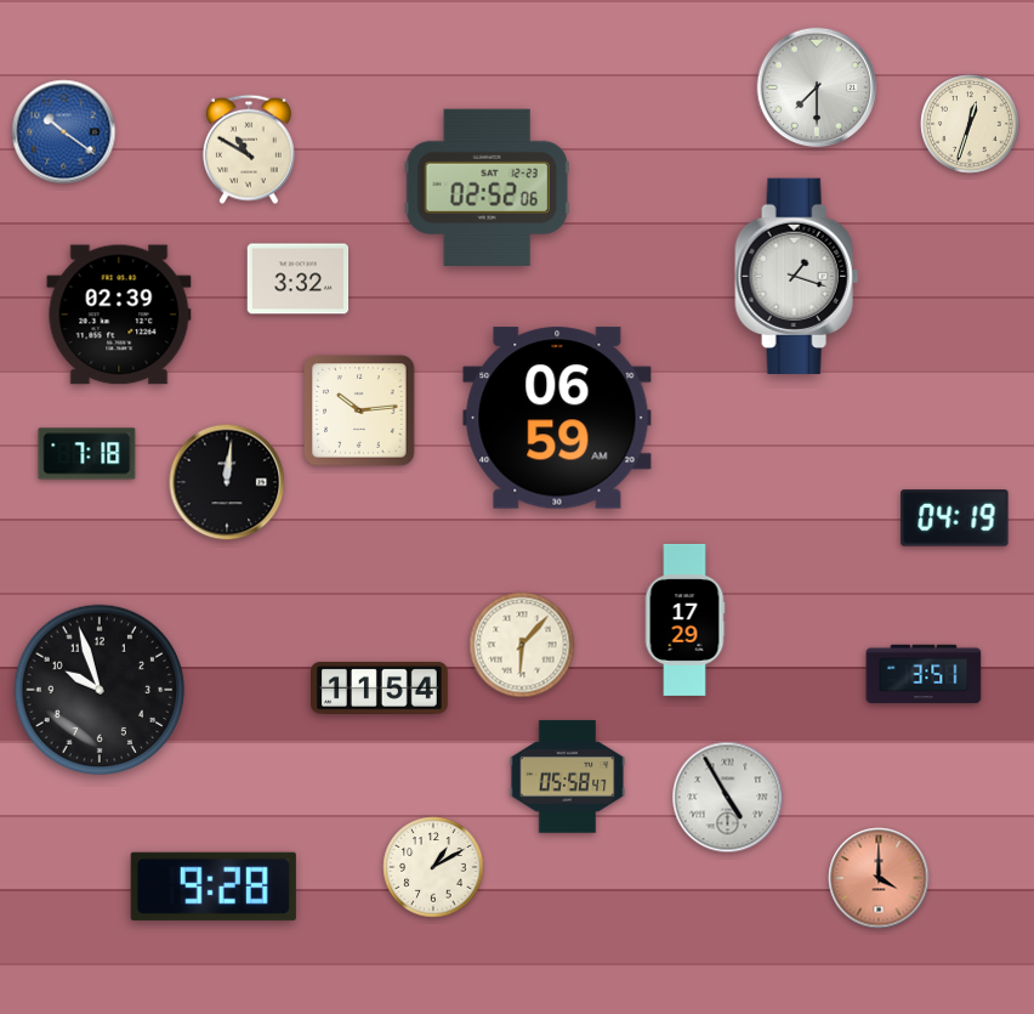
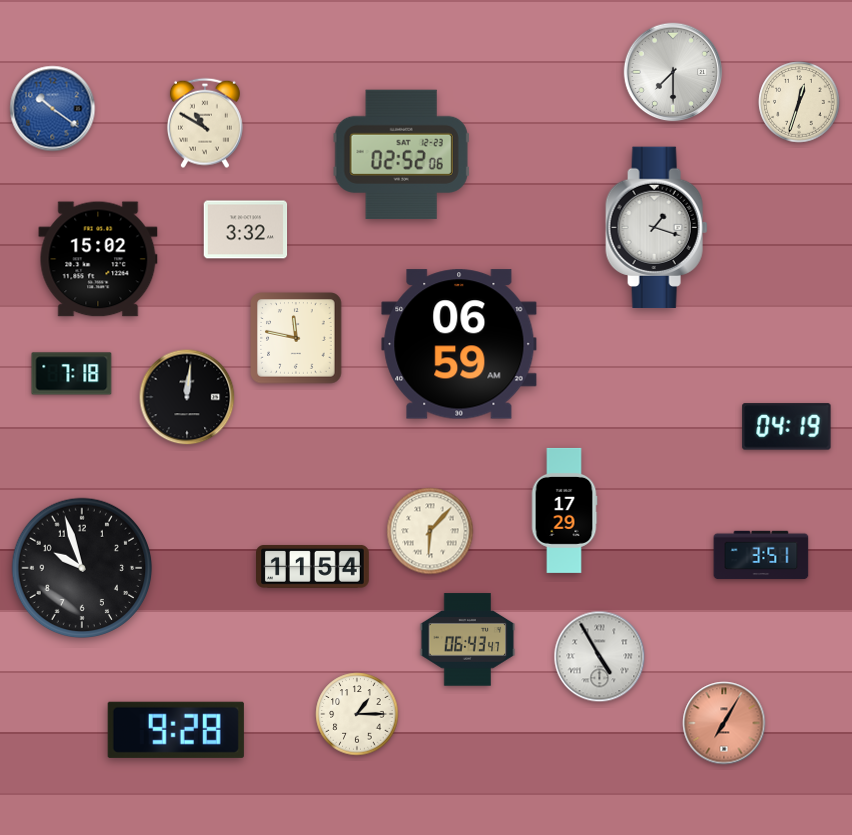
clock at (119, 315): 02:39 -> 15:02
clock at (359, 410): 10:14 -> 11:47
clock at (568, 777): 05:58 -> 06:43
clock at (433, 867): 1:10 -> 1:15
clock at (879, 878): 4:00 -> 7:05
